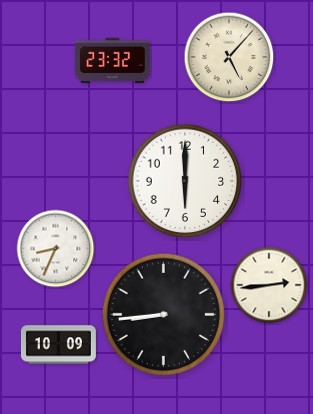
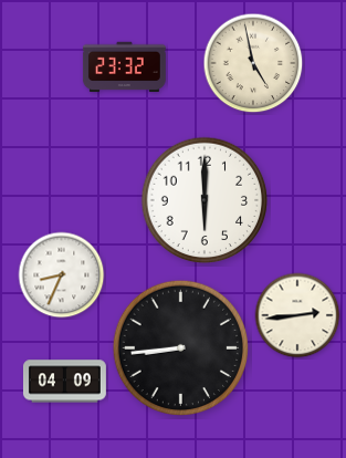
clock at (229, 57): 5:07 -> 4:58
clock at (58, 345): 10:09 -> 04:09
